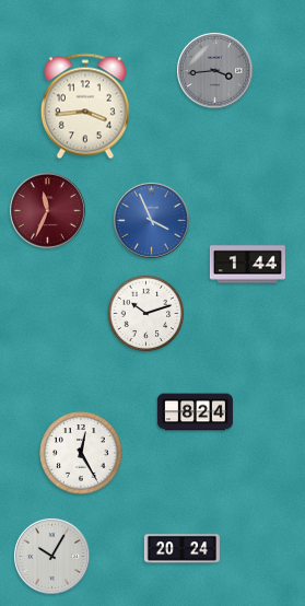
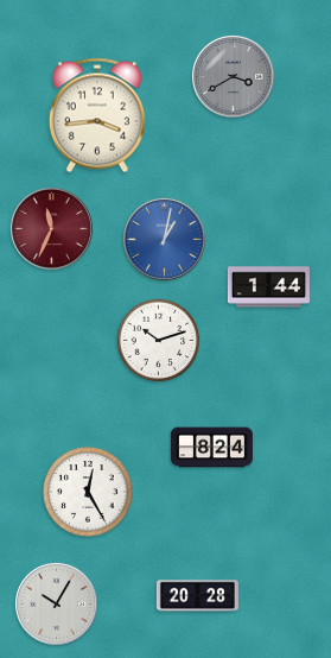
clock at (215, 71): 3:44 -> 3:40
clock at (85, 106) position: (85, 106) -> (97, 115)
clock at (152, 221): 3:56 -> 1:02
clock at (181, 549): 20:24 -> 20:28
